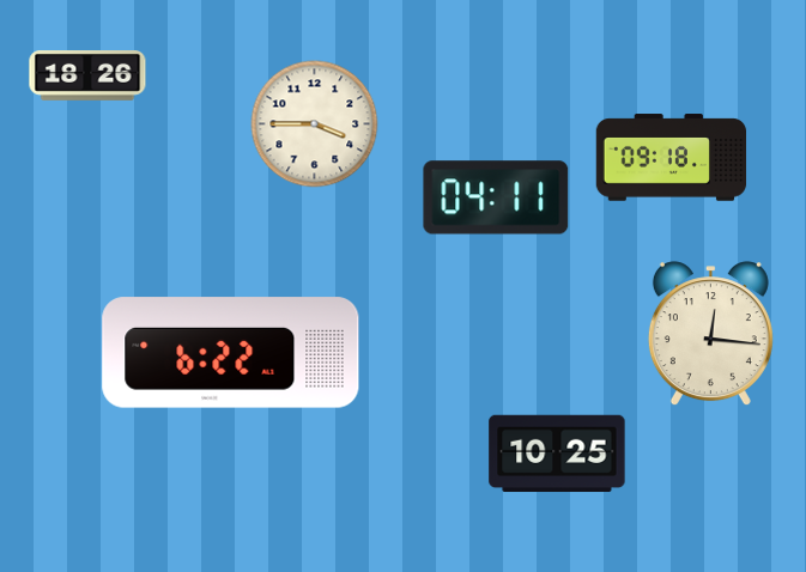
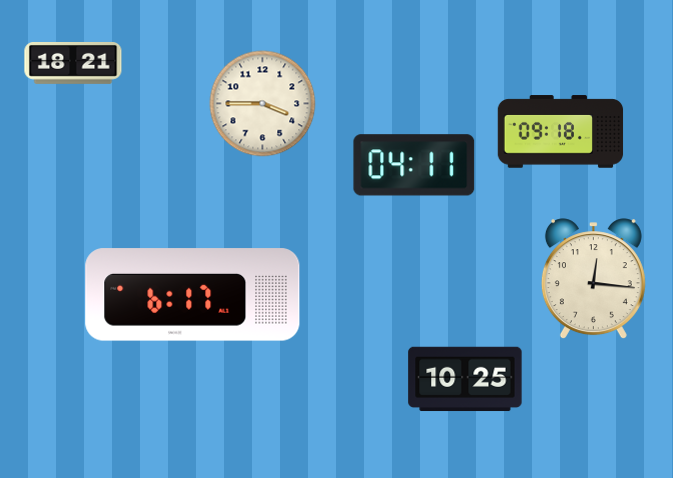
clock at (87, 77): 18:26 -> 18:21
clock at (231, 353): 6:22 -> 6:17
